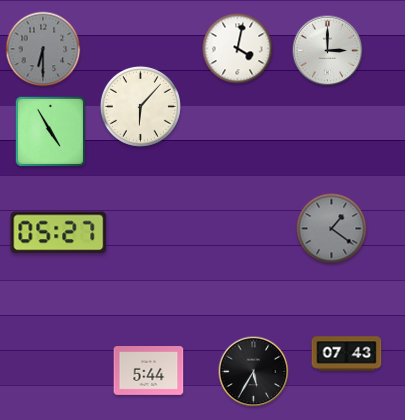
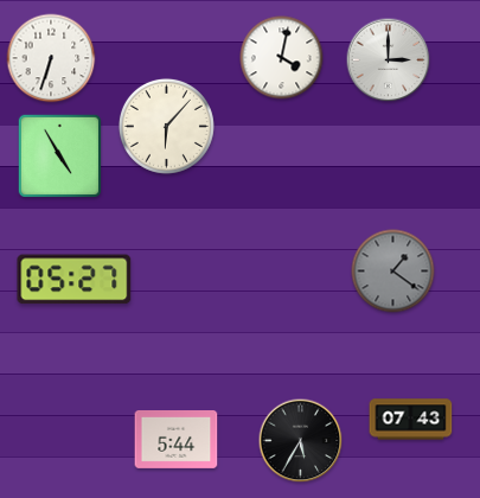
clock at (43, 49): 6:30 -> 6:33
clock at (43, 49) dial: grey -> white
clock at (59, 233) position: (59, 233) -> (75, 280)
